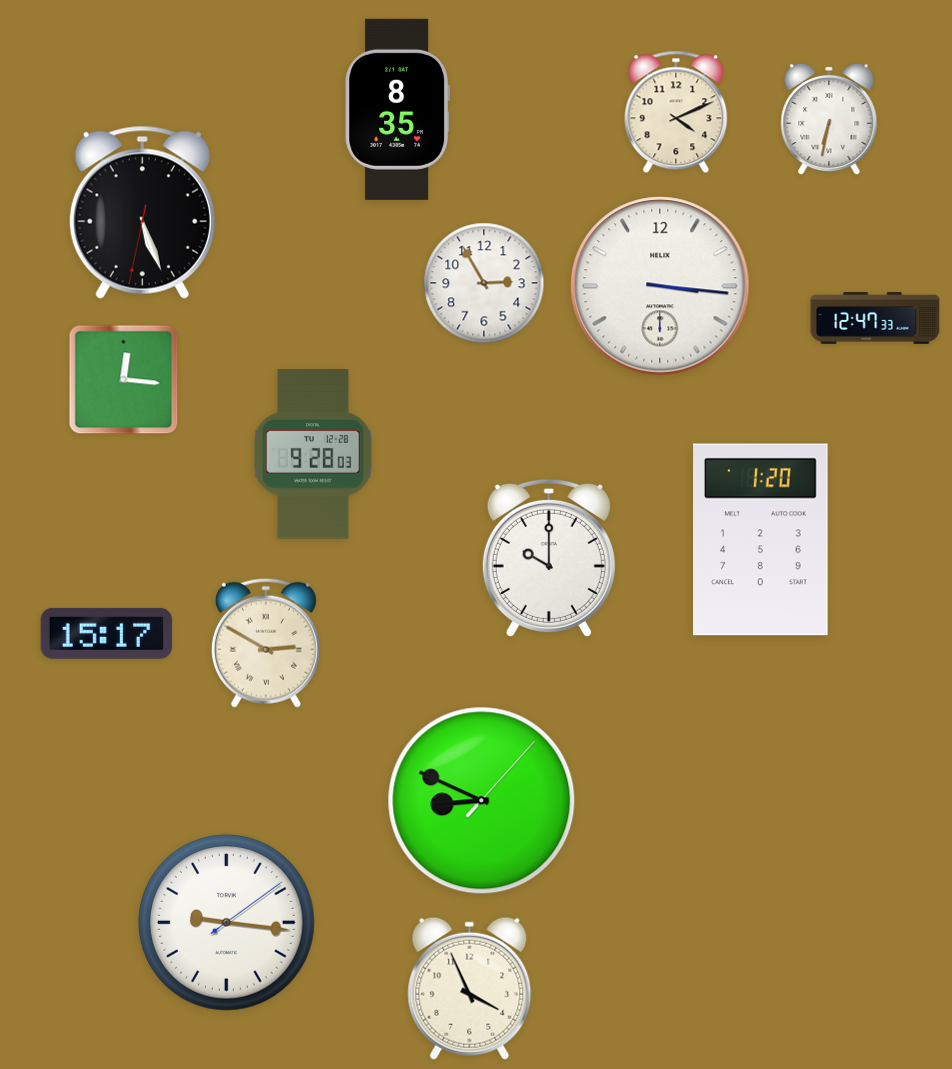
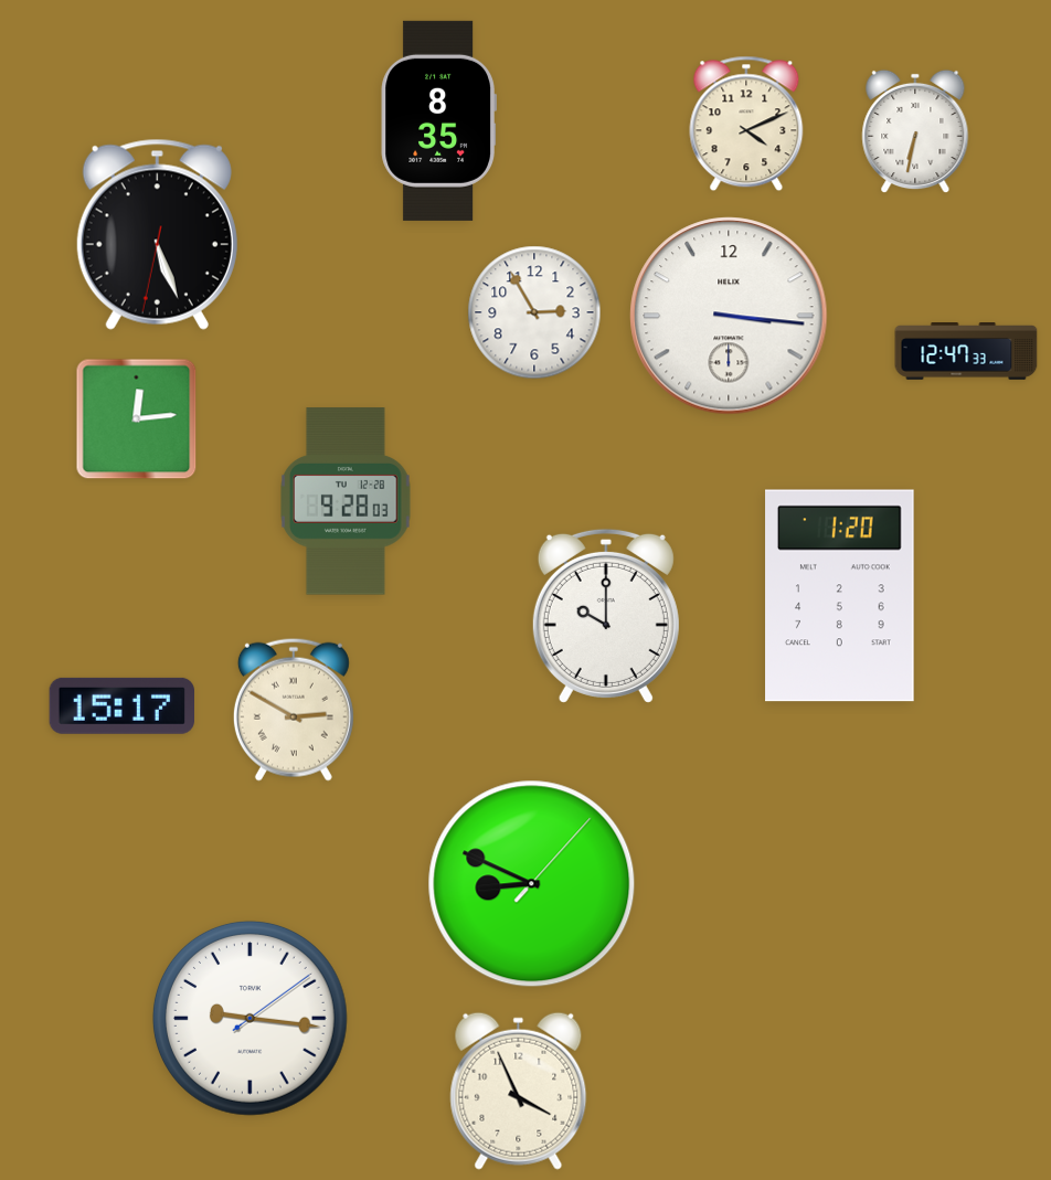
clock at (124, 380): 12:16 -> 12:14
clock at (106, 633) position: (106, 633) -> (121, 705)
